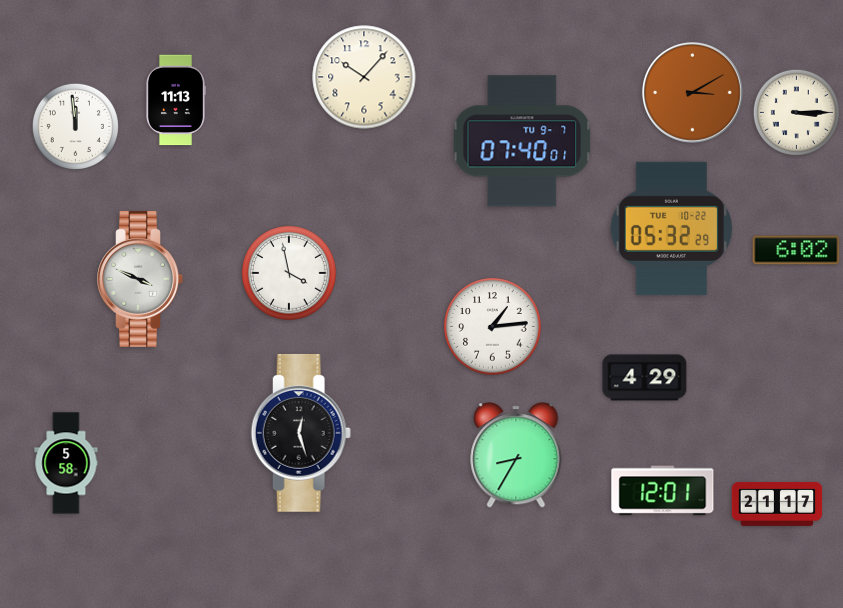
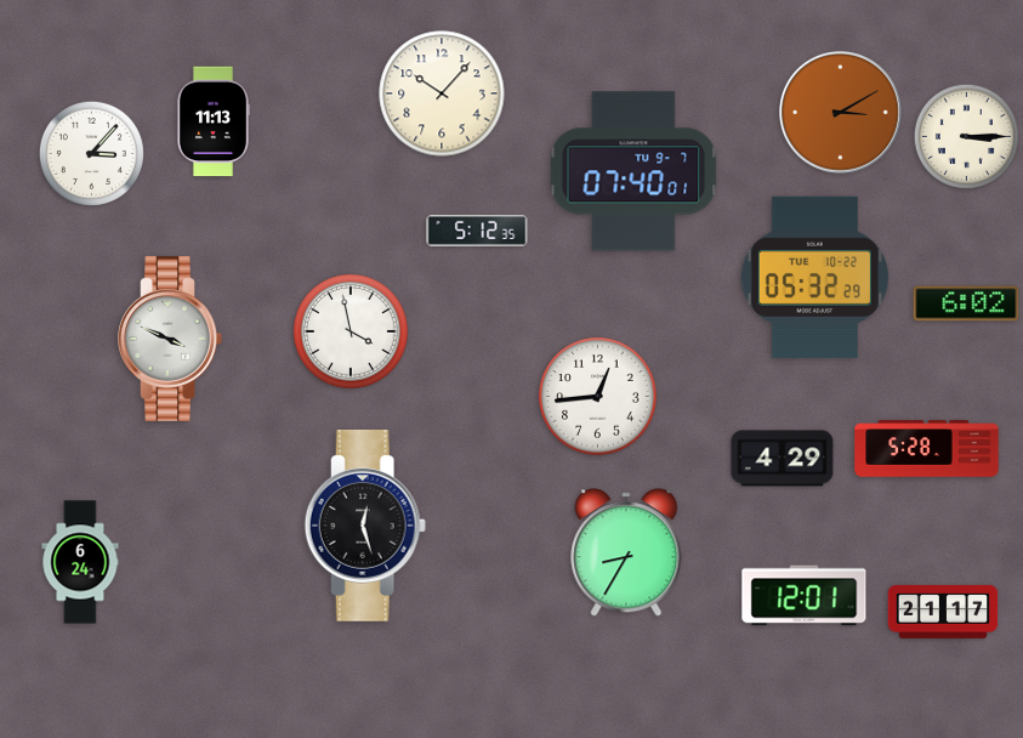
clock at (75, 126): 11:59 -> 3:07
clock at (477, 231): none -> 5:12
clock at (493, 327): 1:14 -> 12:44
clock at (927, 449): none -> 5:28
clock at (66, 463): 5:58 -> 6:24
